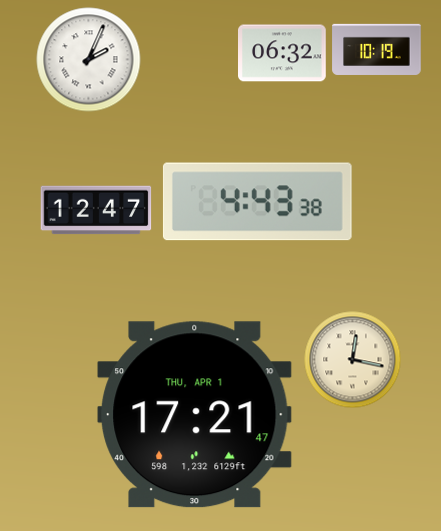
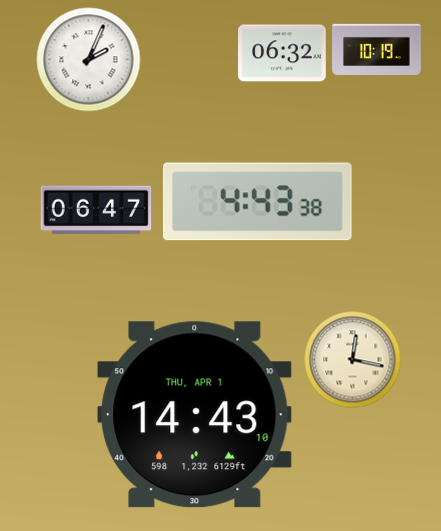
clock at (96, 210): 12:47 -> 06:47
clock at (195, 415): 17:21 -> 14:43
